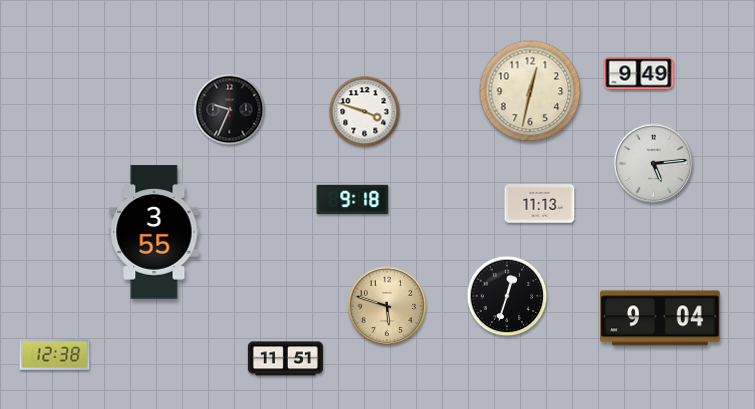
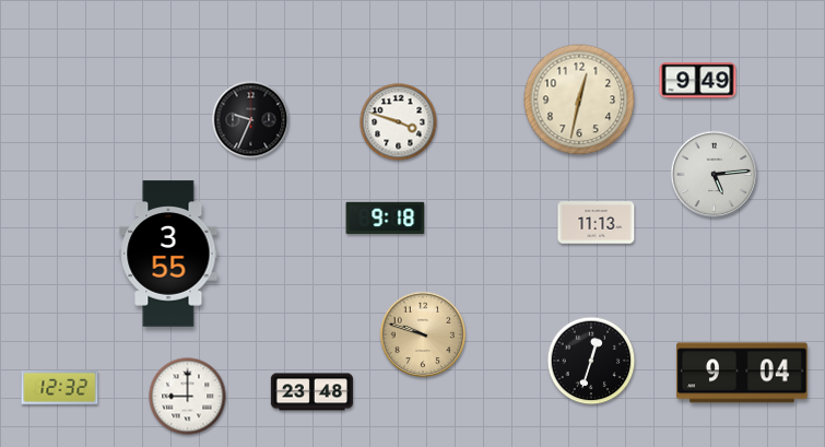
clock at (654, 164) position: (654, 164) -> (715, 175)
clock at (540, 204) position: (540, 204) -> (597, 223)
clock at (507, 296) position: (507, 296) -> (591, 361)
clock at (387, 306): 5:48 -> 9:48
clock at (660, 318) position: (660, 318) -> (742, 373)
clock at (55, 354): 12:38 -> 12:32
clock at (285, 359): 11:51 -> 23:48
clock at (188, 397): none -> 9:00
